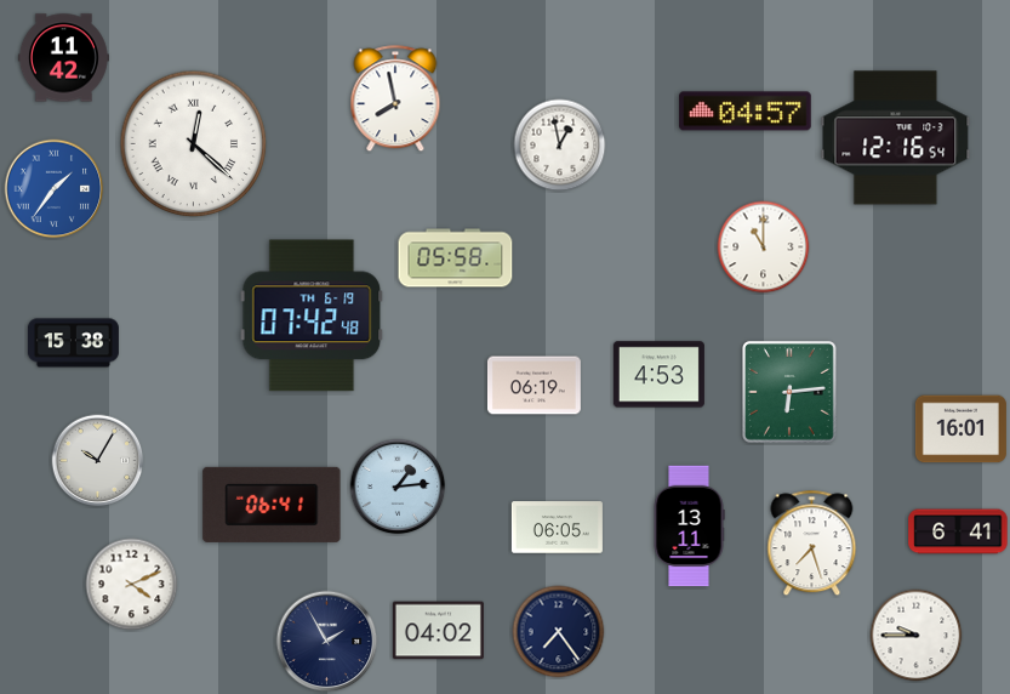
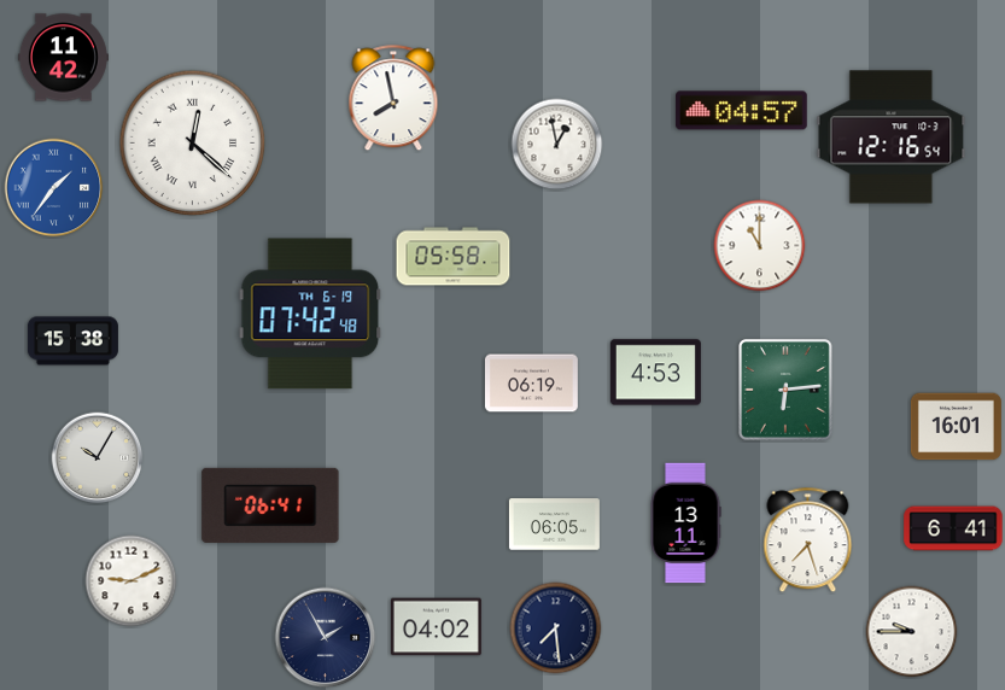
clock at (398, 487): 1:14 -> none
clock at (272, 505) position: (272, 505) -> (270, 505)
clock at (132, 585): 4:11 -> 9:11
clock at (559, 632): 7:24 -> 7:29
